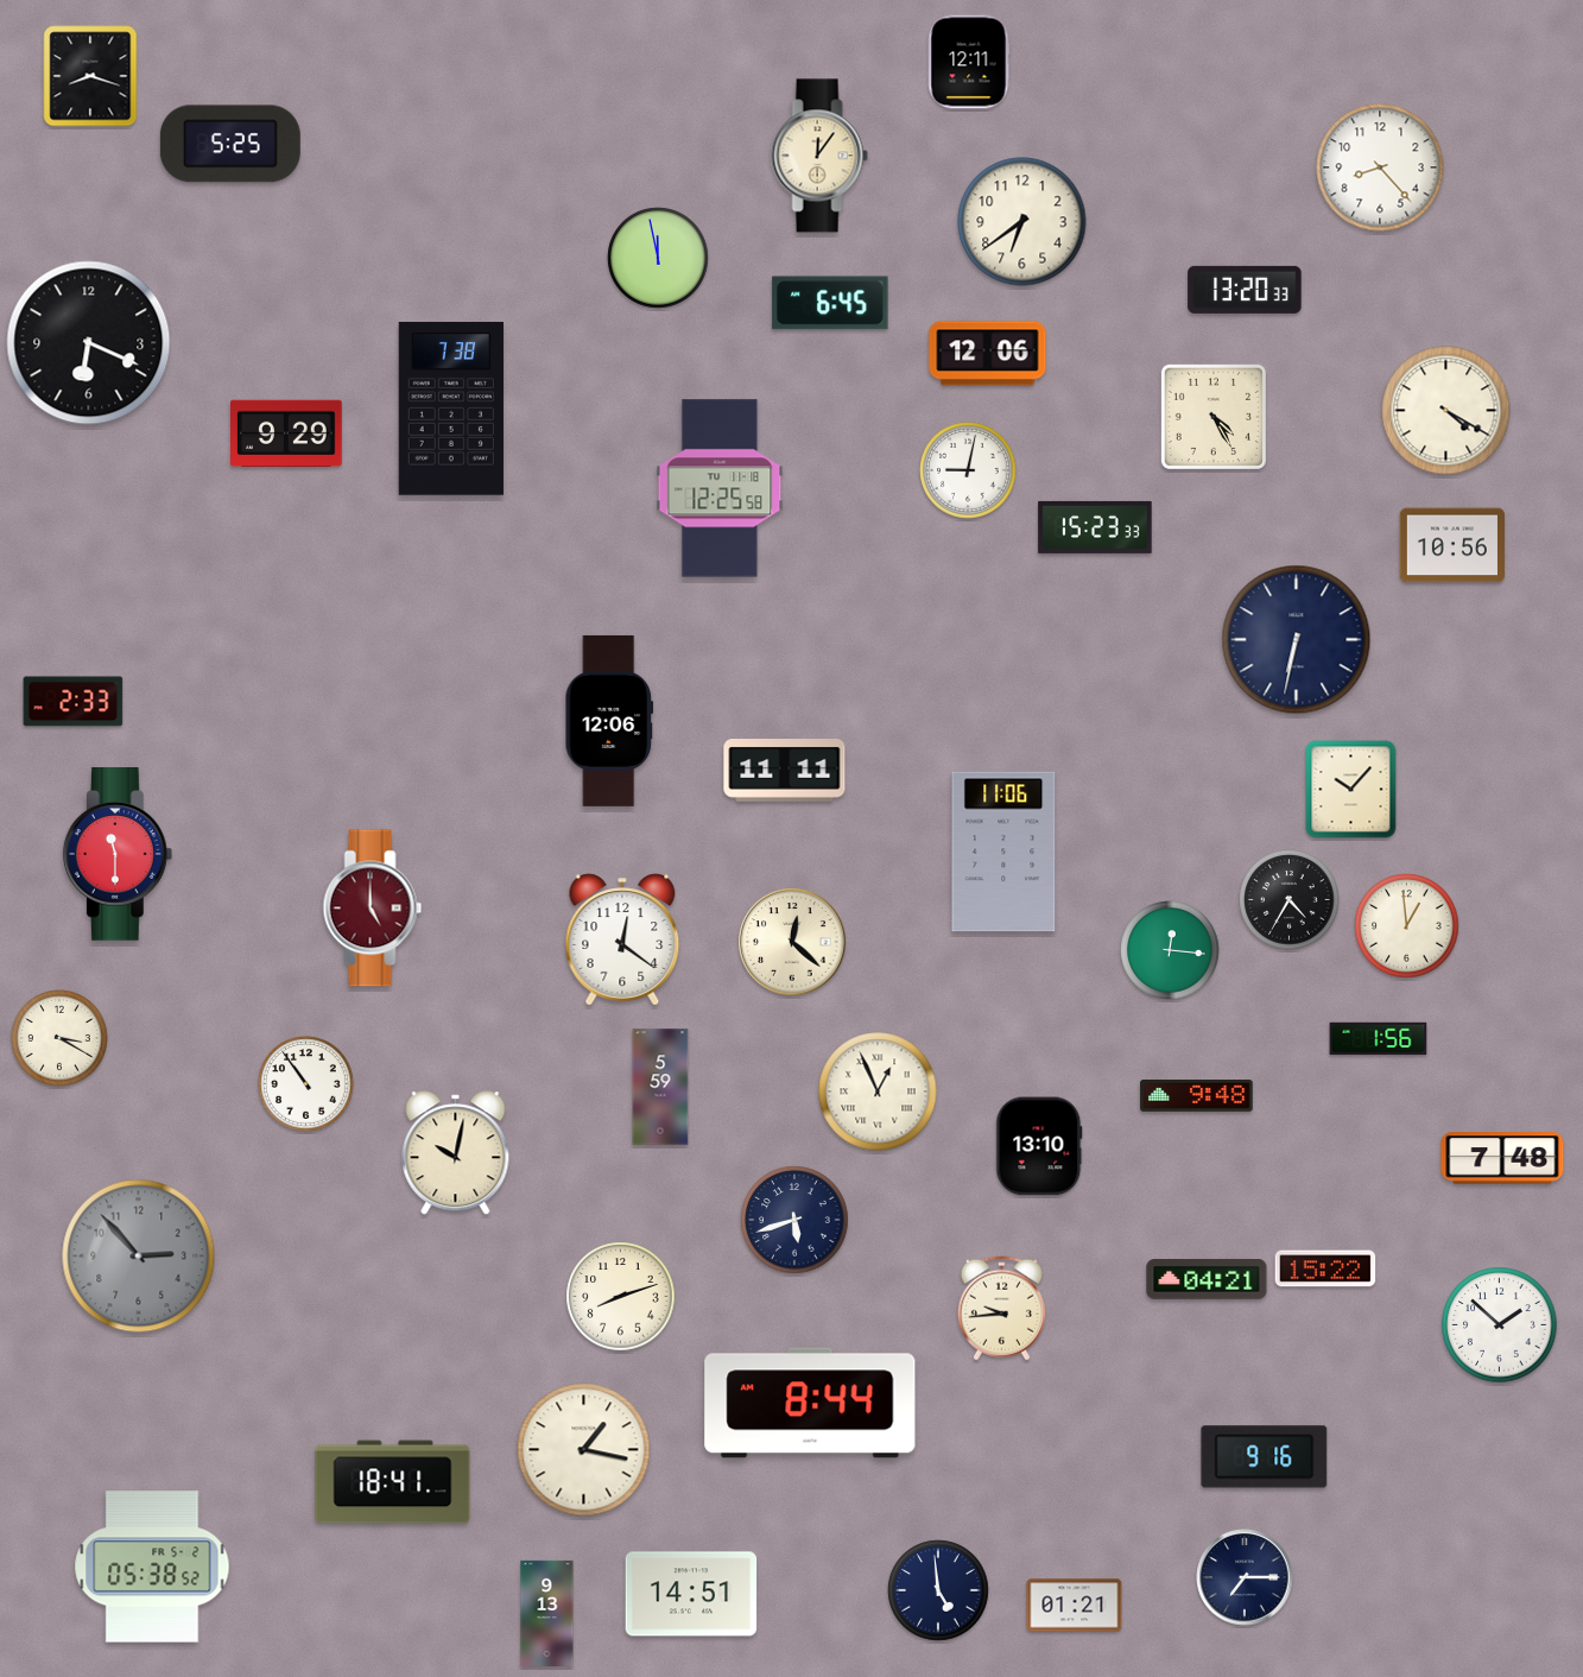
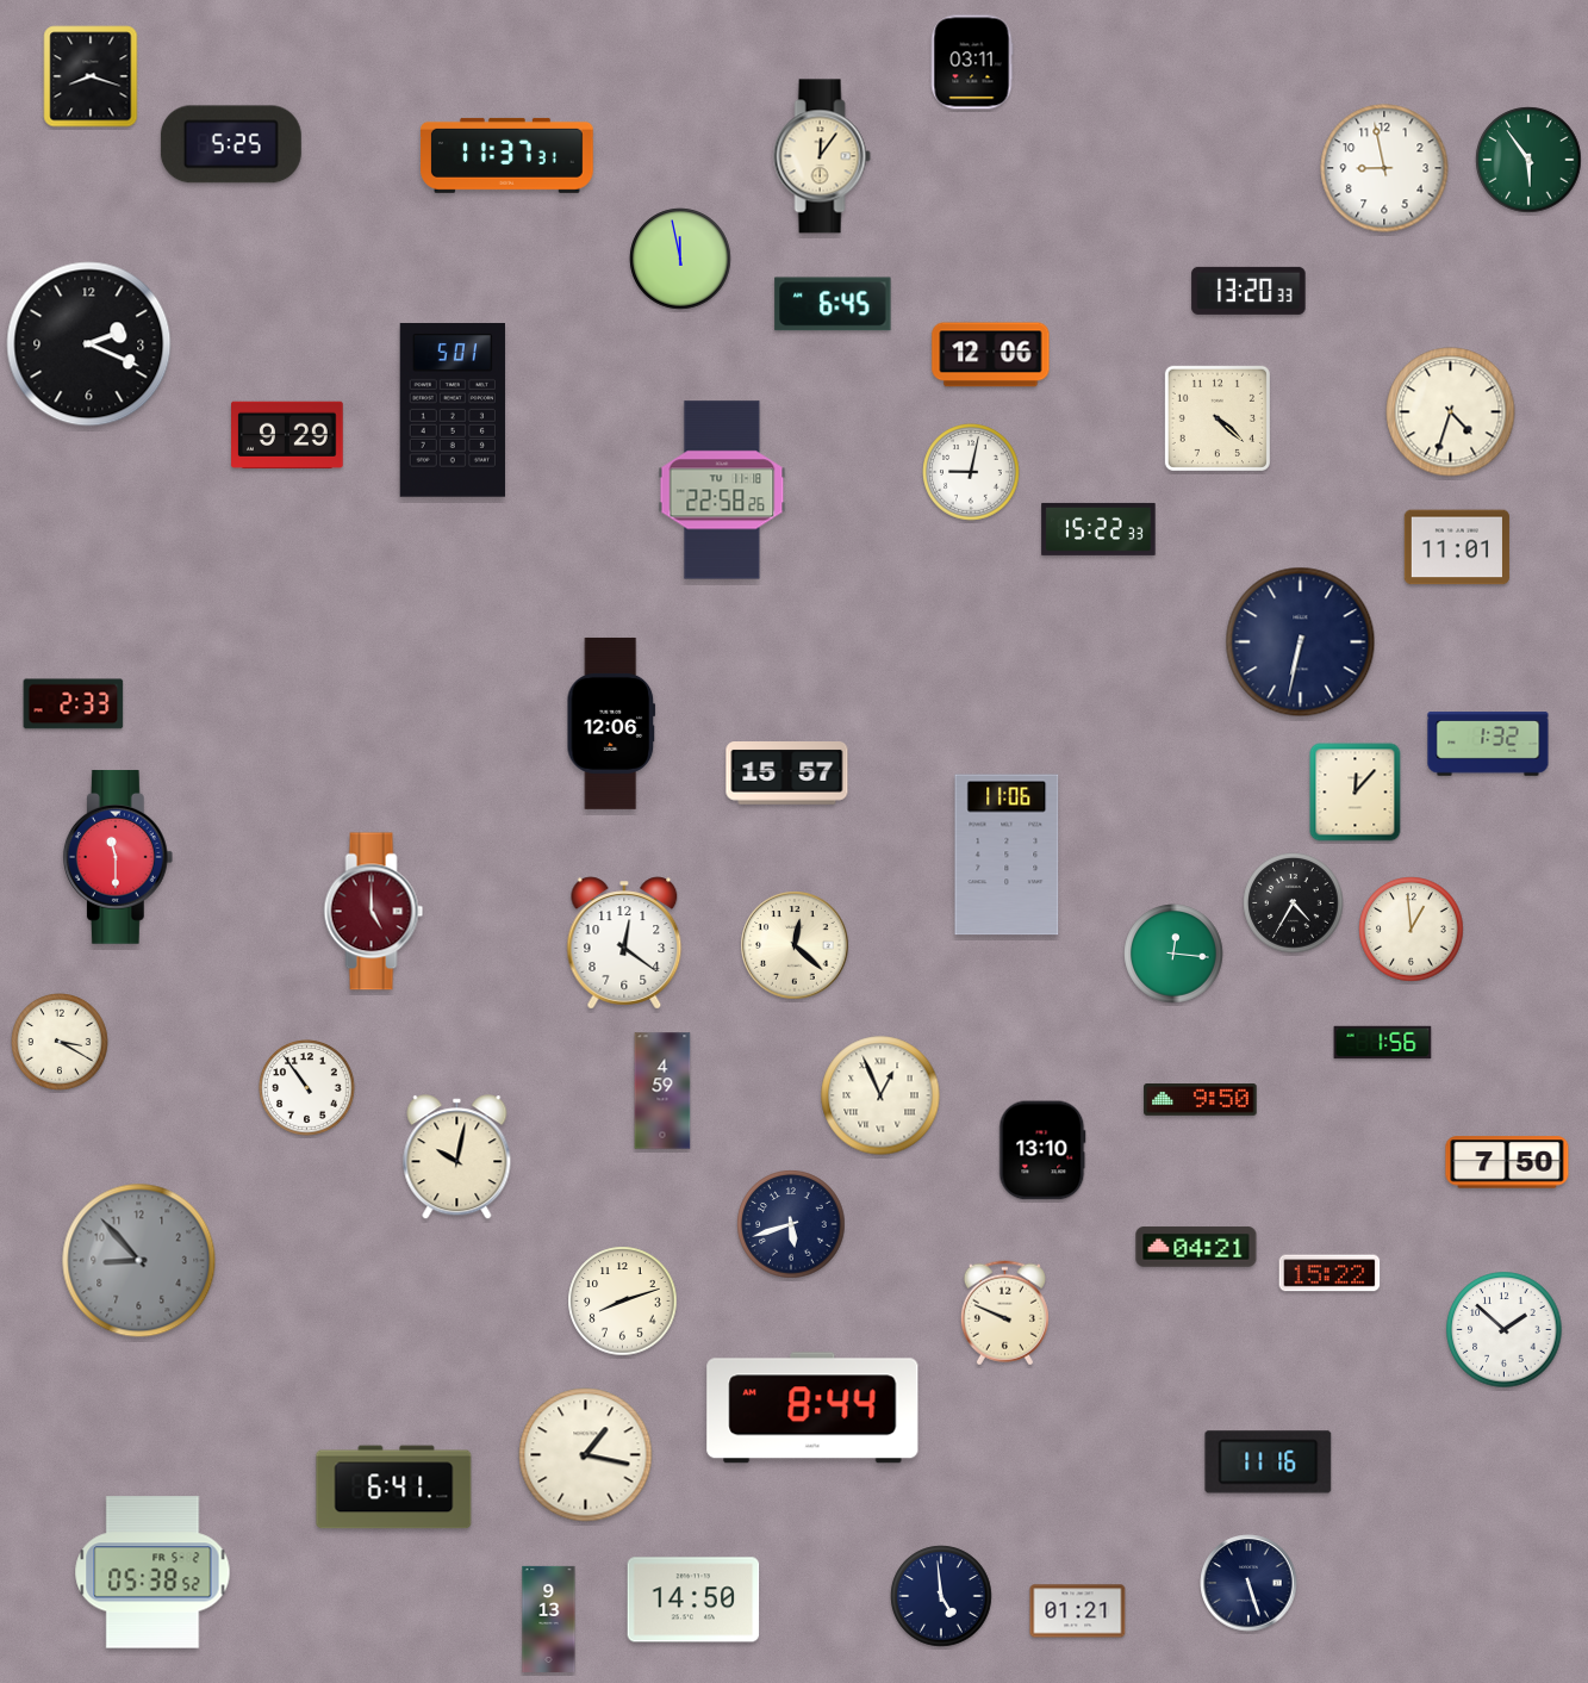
clock at (969, 62): 12:11 -> 03:11
clock at (507, 155): none -> 11:37
clock at (1528, 160): none -> 5:54
clock at (1380, 167): 8:23 -> 8:58
clock at (1022, 222): 6:39 -> none
clock at (658, 258) position: (658, 258) -> (680, 259)
clock at (89, 343): 6:19 -> 2:19
clock at (451, 410): 7:38 -> 5:01
clock at (1446, 411): 4:20 -> 4:33
clock at (1214, 417): 4:25 -> 4:22
clock at (720, 488): 12:25 -> 22:58
clock at (1095, 527): 15:23 -> 15:22
clock at (1452, 545): 10:56 -> 11:01
clock at (1488, 744): none -> 1:32
clock at (785, 771): 11:11 -> 15:57
clock at (1351, 790): 10:07 -> 12:07
clock at (660, 1087): 5:59 -> 4:59
clock at (1197, 1096): 9:48 -> 9:50
clock at (1502, 1158): 7:48 -> 7:50
clock at (794, 1220) position: (794, 1220) -> (791, 1224)
clock at (139, 1257): 2:53 -> 8:53
clock at (1207, 1279) position: (1207, 1279) -> (1196, 1247)
clock at (1001, 1309): 9:44 -> 9:49
clock at (1265, 1457): 9:16 -> 11:16
clock at (393, 1482): 18:41 -> 6:41
clock at (1245, 1577): 7:15 -> 5:27
clock at (691, 1594): 14:51 -> 14:50
